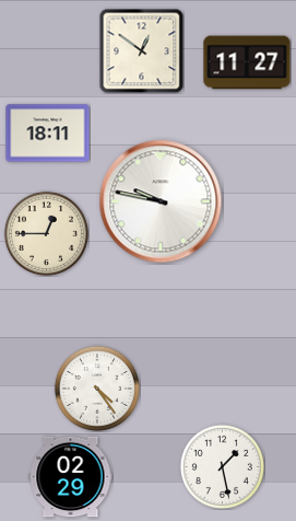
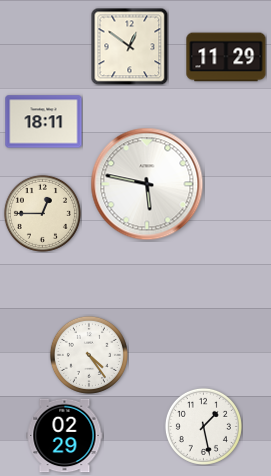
clock at (247, 62): 11:27 -> 11:29
clock at (161, 201): 9:47 -> 5:47
